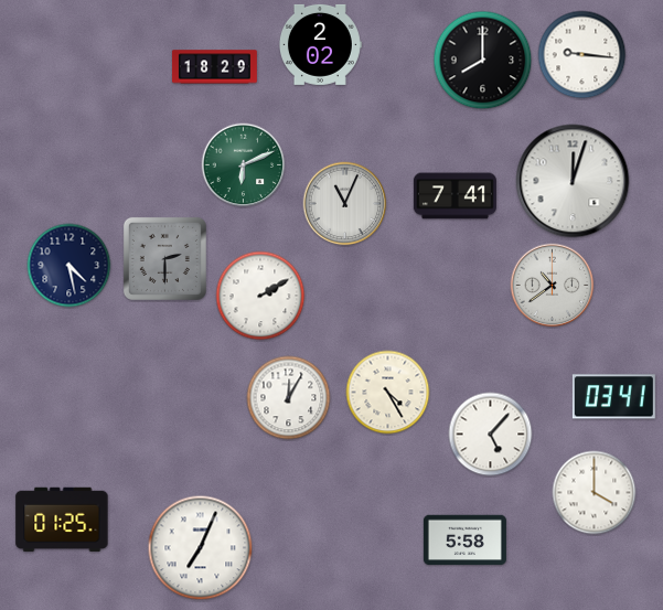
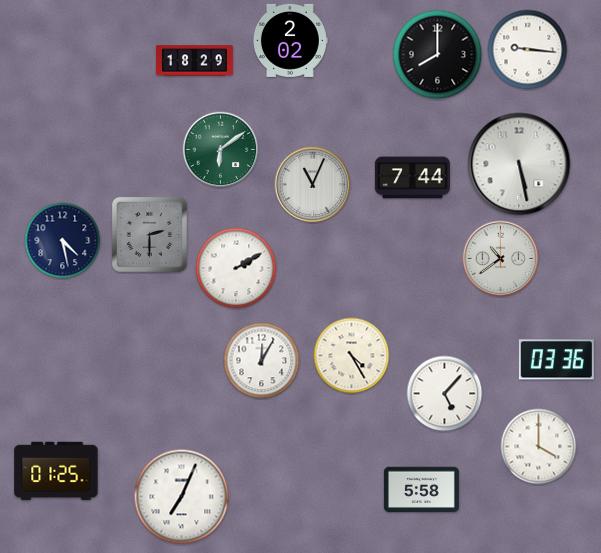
clock at (244, 165): 6:11 -> 6:09
clock at (573, 181): 12:03 -> 5:28
clock at (455, 196): 7:41 -> 7:44
clock at (613, 397): 03:41 -> 03:36
